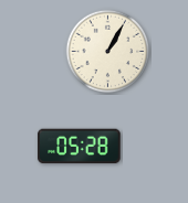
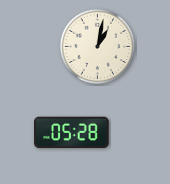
clock at (108, 52): 1:05 -> 1:02
